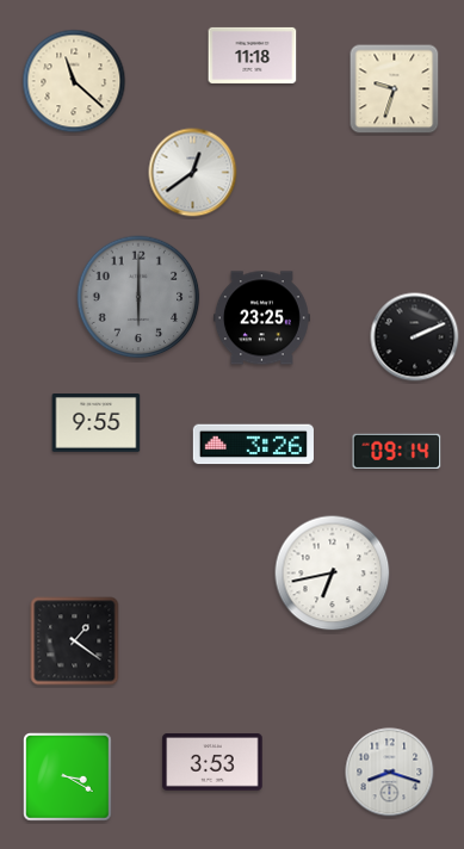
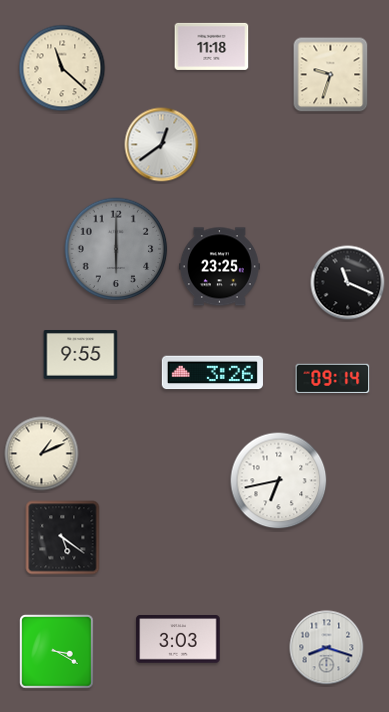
clock at (415, 337): 2:11 -> 11:19
clock at (42, 454): none -> 1:11
clock at (75, 642): 1:21 -> 5:21
clock at (212, 763): 3:53 -> 3:03
